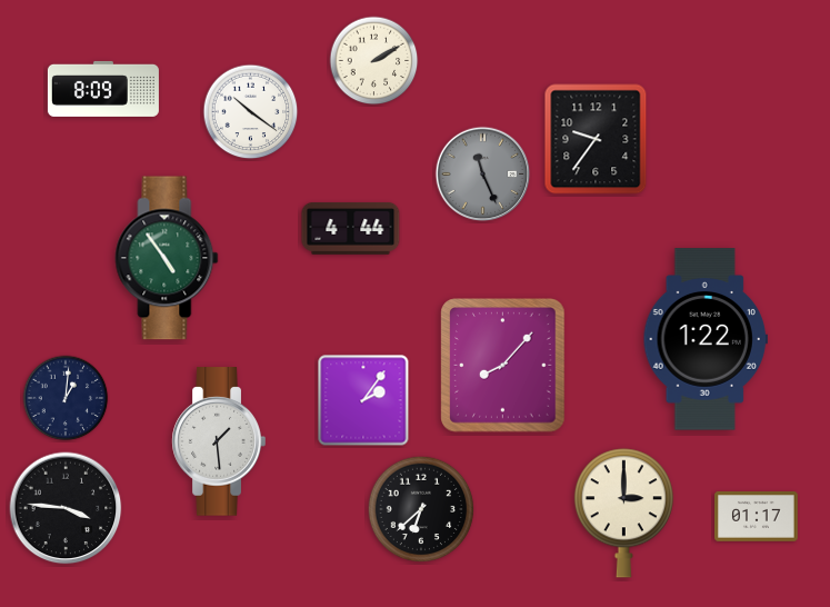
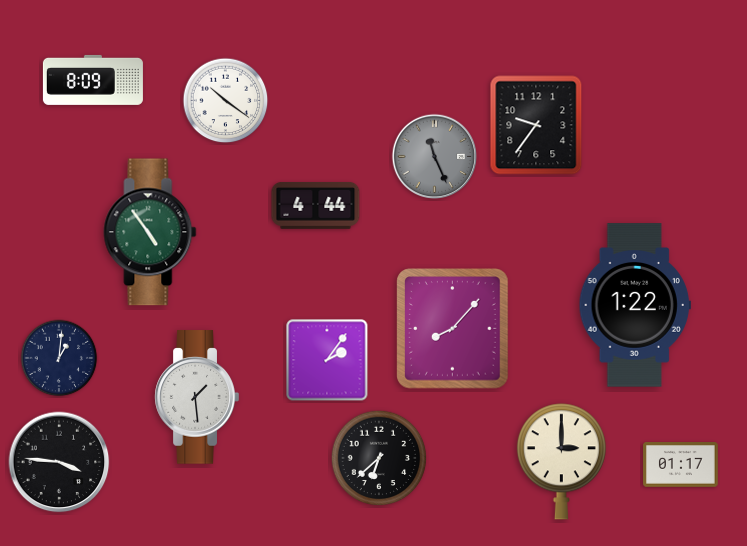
clock at (374, 61): 2:10 -> none
clock at (66, 508) position: (66, 508) -> (59, 462)
